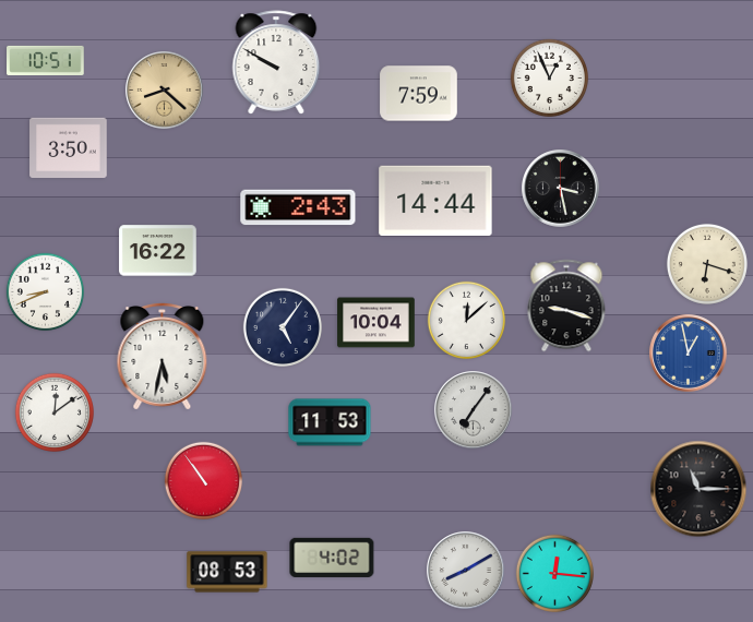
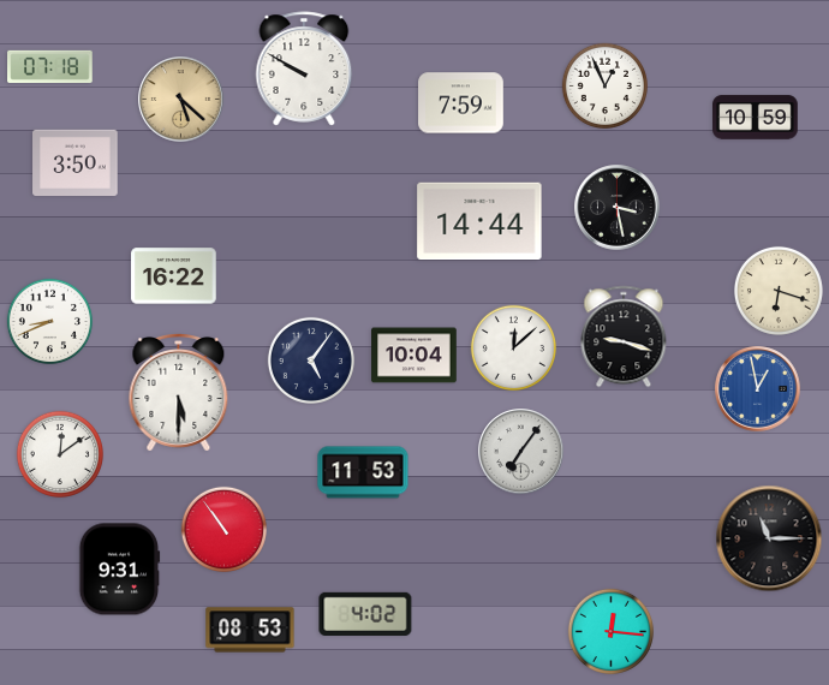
clock at (46, 60): 10:51 -> 07:18
clock at (165, 91): 8:22 -> 5:22
clock at (756, 118): none -> 10:59
clock at (298, 207): 2:43 -> none
clock at (466, 320) position: (466, 320) -> (513, 347)
clock at (163, 357): 5:32 -> 5:30
clock at (330, 422) position: (330, 422) -> (363, 472)
clock at (120, 570): none -> 9:31
clock at (466, 571): 8:10 -> none
